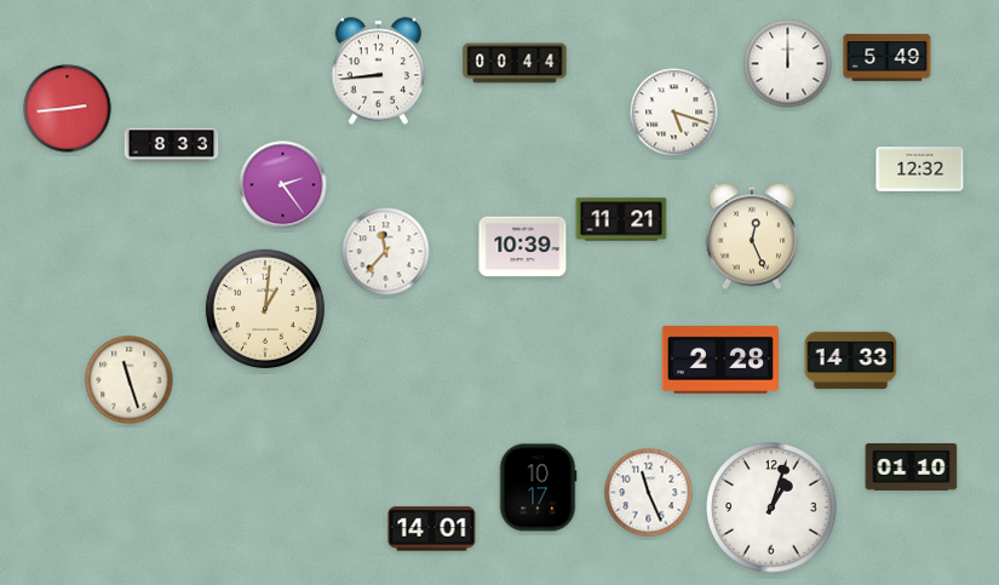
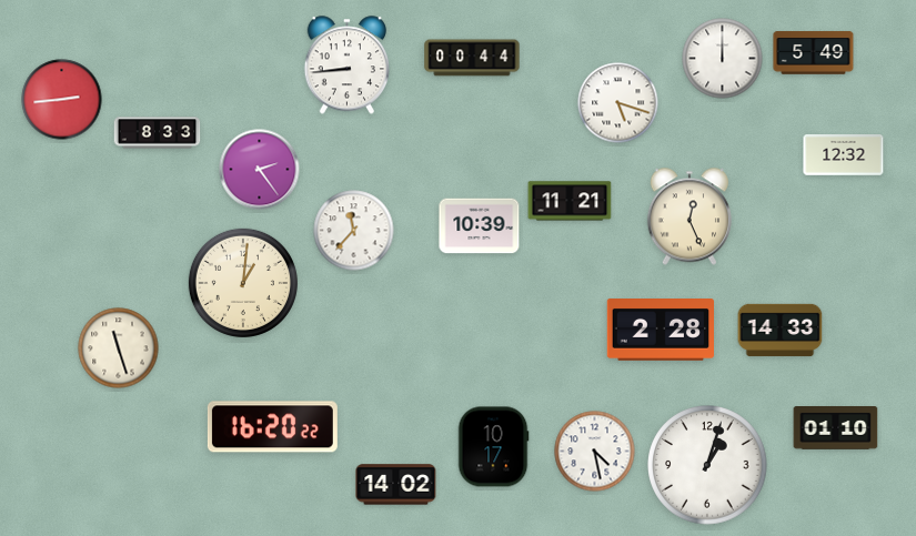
clock at (272, 427): none -> 16:20
clock at (649, 493): 11:26 -> 4:28
clock at (432, 529): 14:01 -> 14:02
